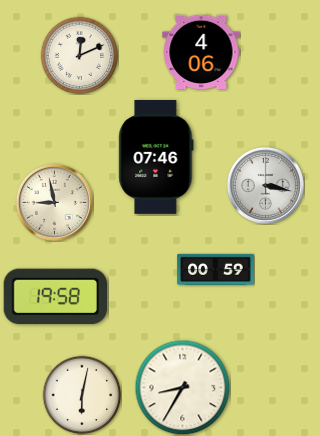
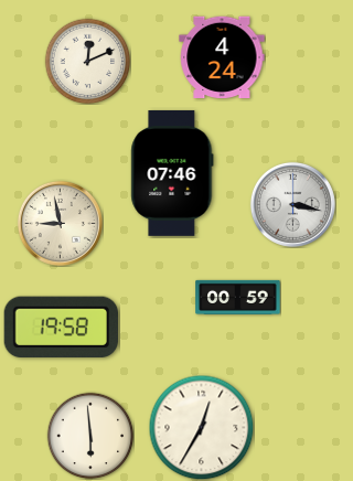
clock at (201, 51): 4:06 -> 4:24
clock at (182, 387): 8:35 -> 12:35
clock at (82, 395): 6:02 -> 5:59
